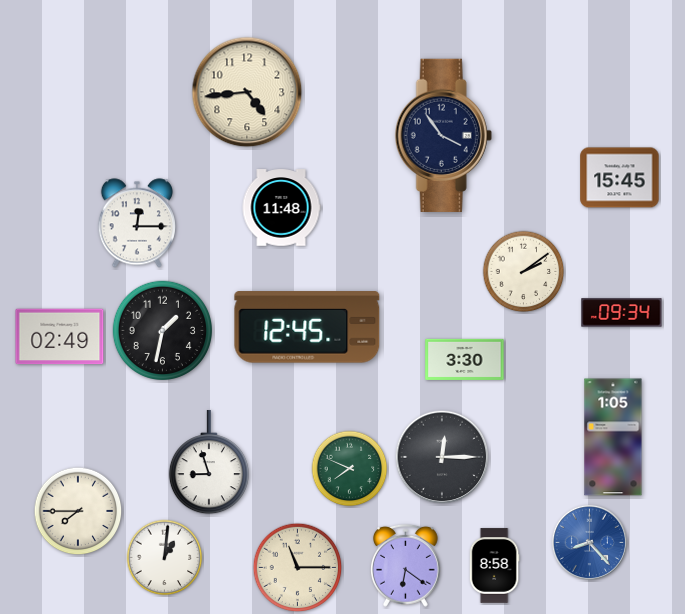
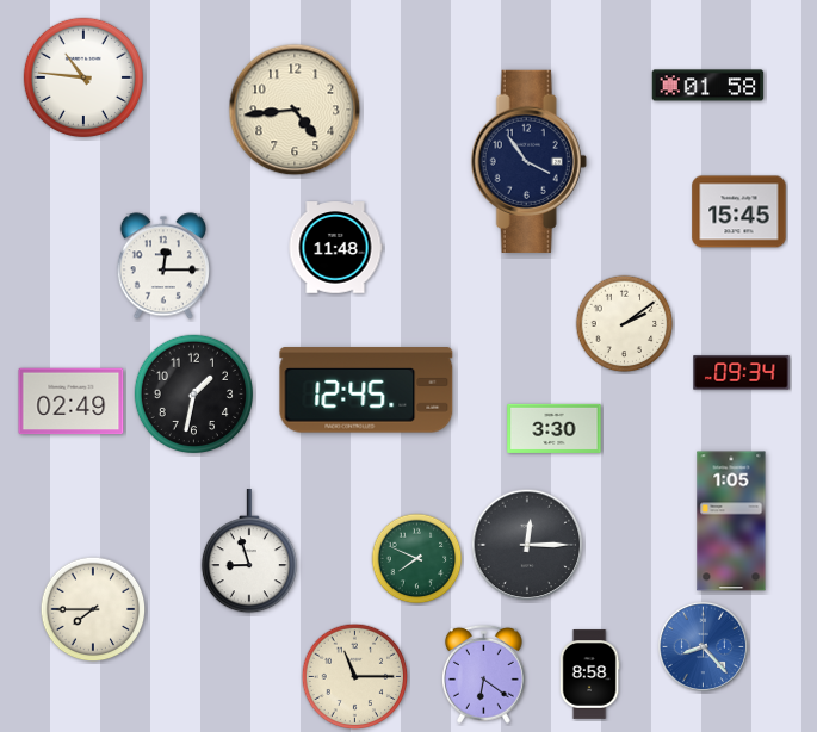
clock at (82, 76): none -> 10:46
clock at (708, 86): none -> 01:58
clock at (165, 558): 1:01 -> none
